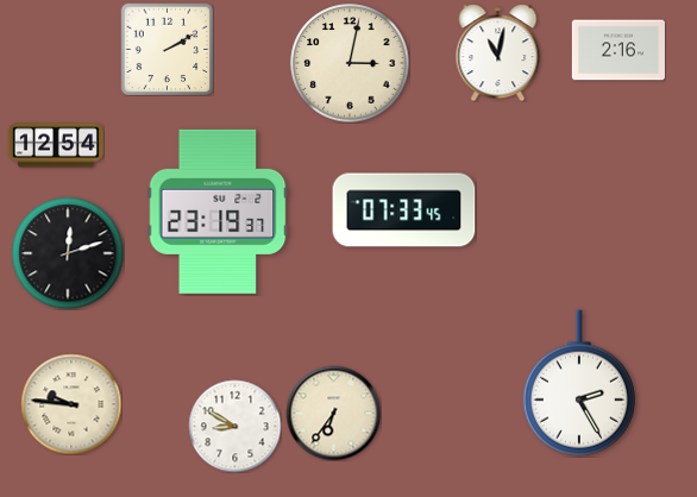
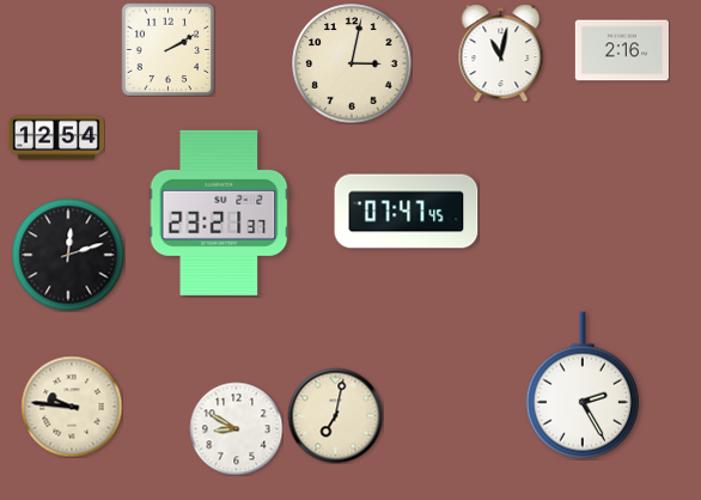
clock at (56, 145) position: (56, 145) -> (56, 138)
clock at (404, 210): 07:33 -> 07:47
clock at (218, 212): 23:19 -> 23:21
clock at (333, 413): 6:36 -> 7:02
